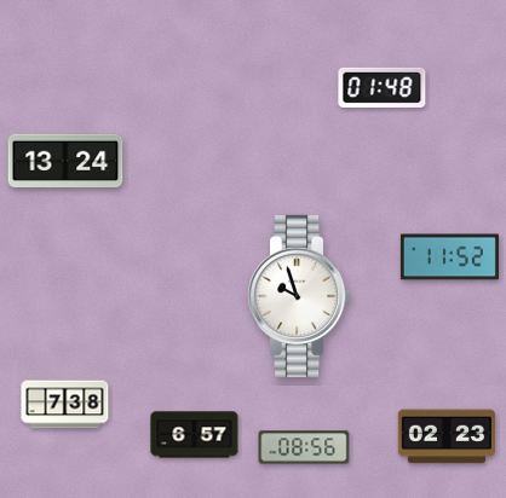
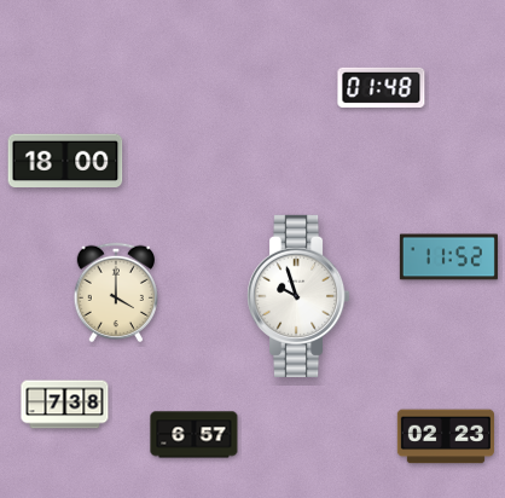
clock at (65, 161): 13:24 -> 18:00
clock at (115, 291): none -> 4:00
clock at (304, 447): 08:56 -> none
